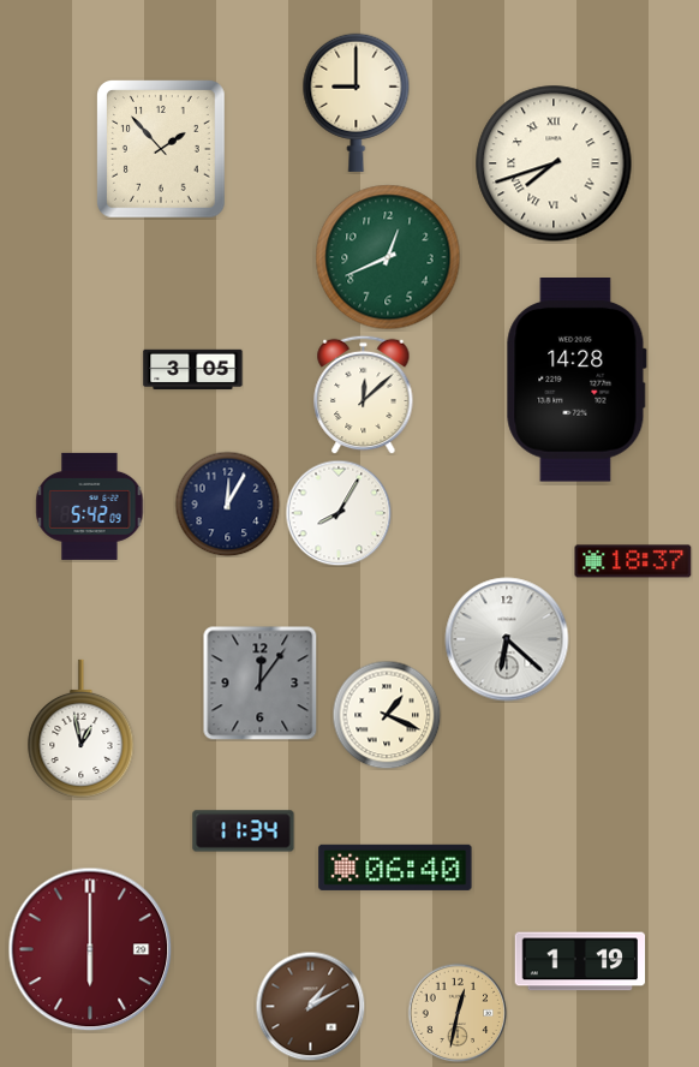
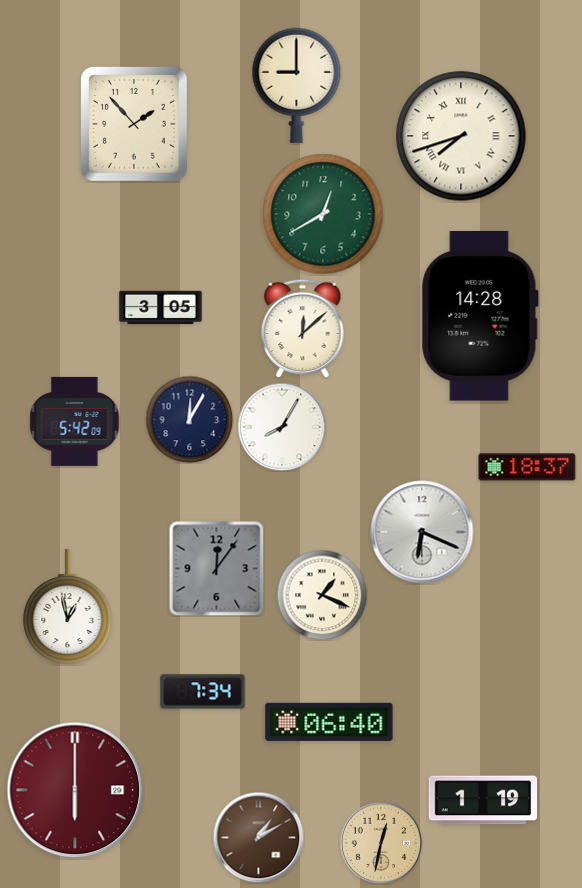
clock at (388, 257): 12:41 -> 12:40
clock at (507, 639): 6:22 -> 6:19
clock at (244, 831): 11:34 -> 7:34
